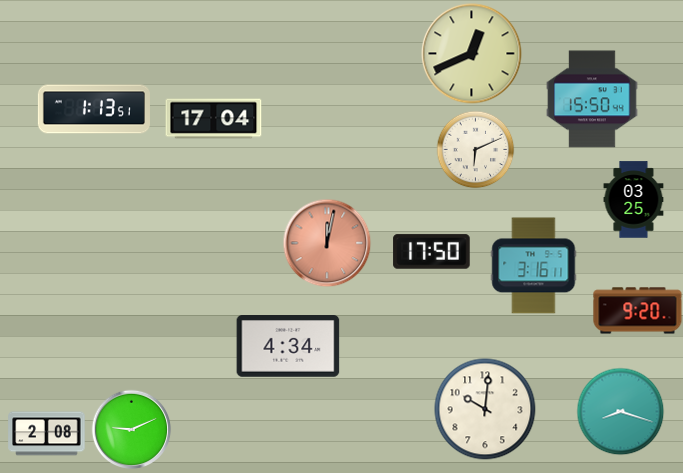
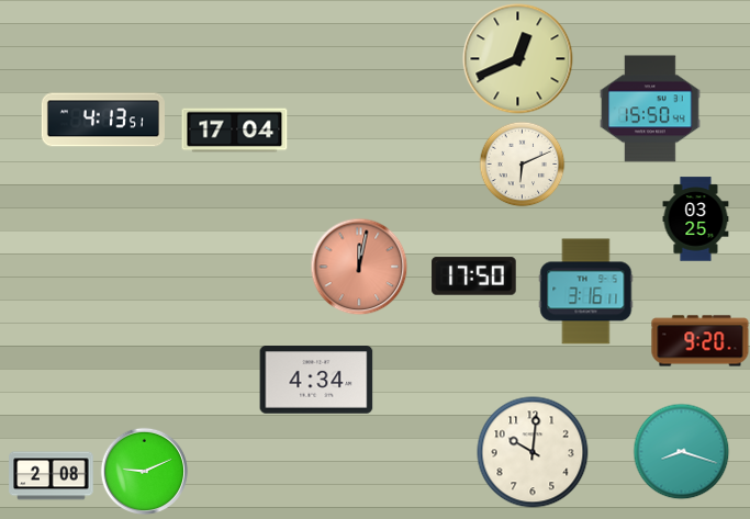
clock at (94, 109): 1:13 -> 4:13
clock at (485, 409) position: (485, 409) -> (533, 452)
